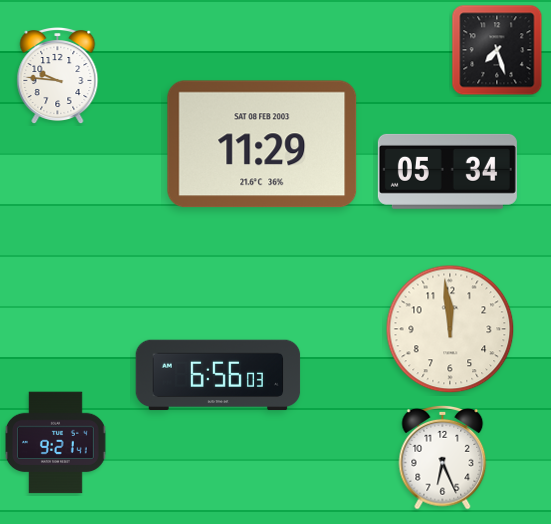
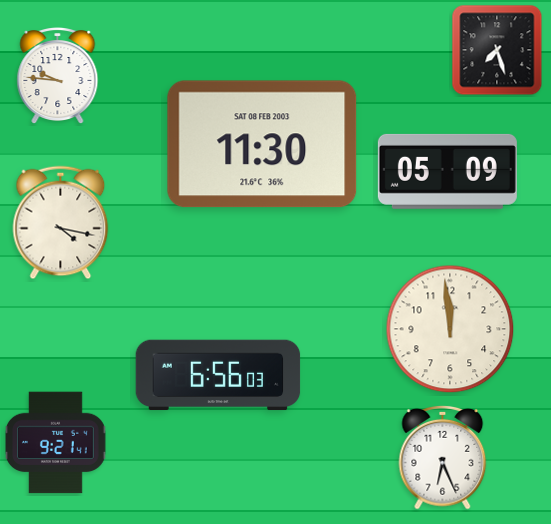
clock at (262, 144): 11:29 -> 11:30
clock at (447, 171): 05:34 -> 05:09
clock at (61, 223): none -> 4:17
